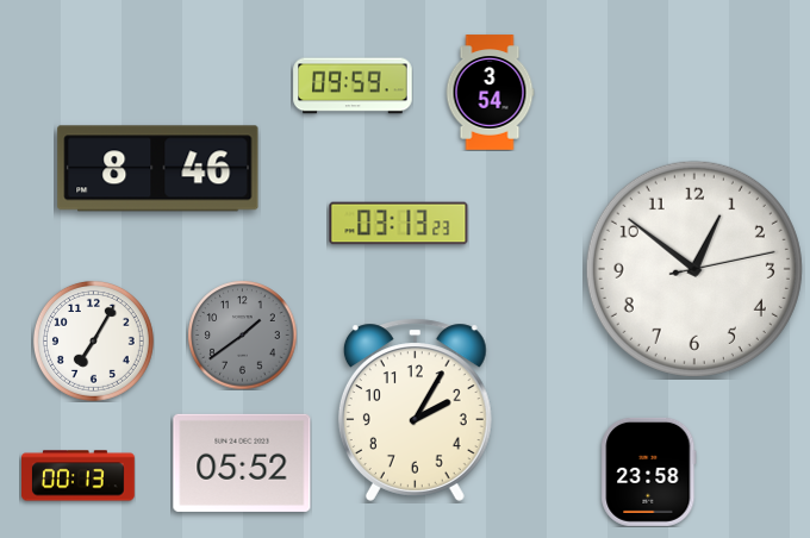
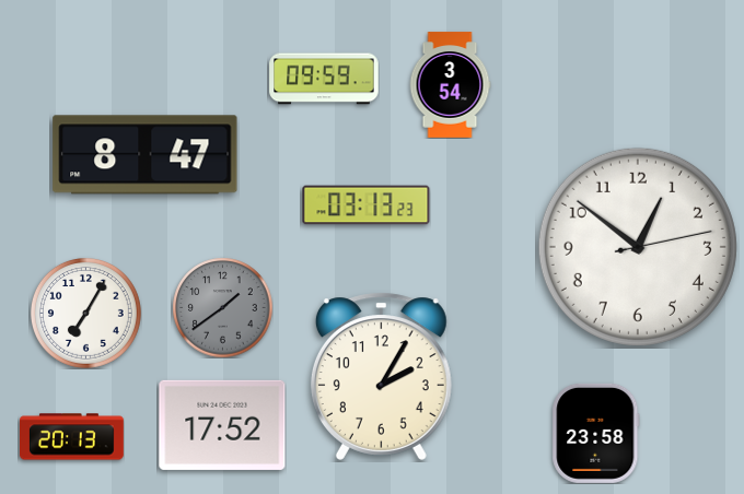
clock at (158, 169): 8:46 -> 8:47
clock at (242, 463): 05:52 -> 17:52
clock at (79, 476): 00:13 -> 20:13
